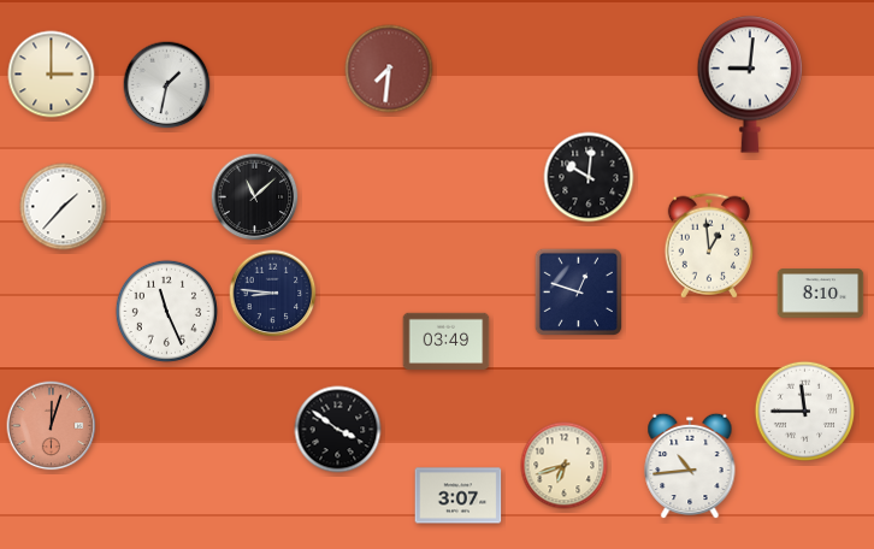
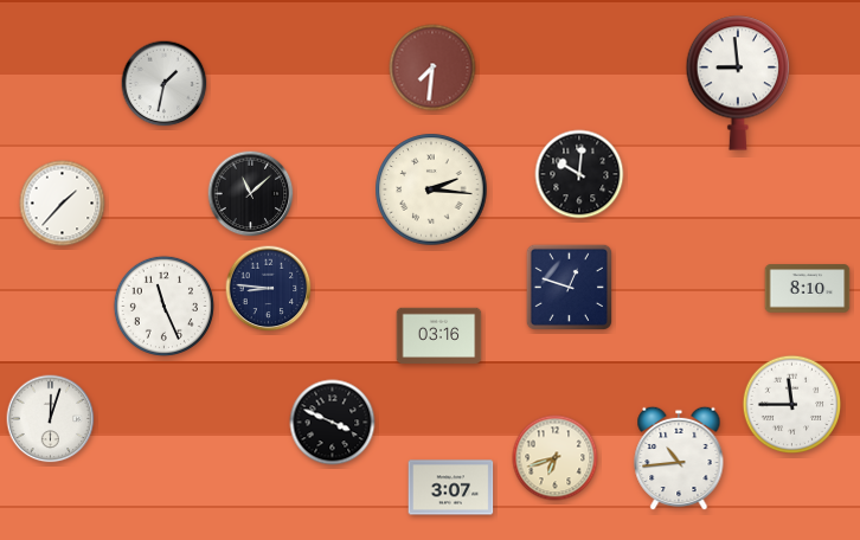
clock at (389, 69) position: (389, 69) -> (432, 67)
clock at (52, 75): 3:00 -> none
clock at (750, 84): 9:01 -> 8:59
clock at (431, 189): none -> 2:16
clock at (708, 246): 12:59 -> none
clock at (447, 342): 03:49 -> 03:16
clock at (52, 426) dial: salmon -> white
clock at (338, 430): 3:51 -> 3:49
